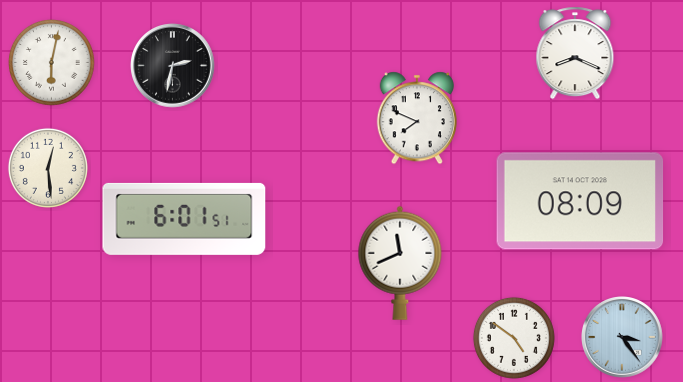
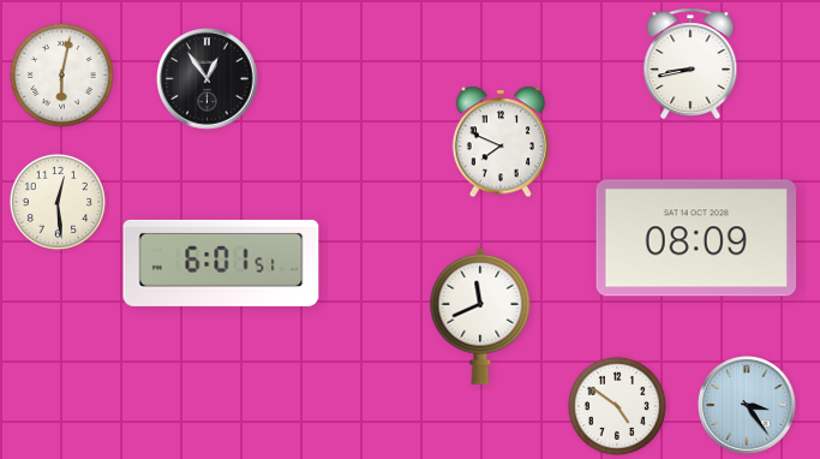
clock at (575, 53): 8:19 -> 8:43
clock at (173, 66): 2:32 -> 12:54
clock at (580, 201) position: (580, 201) -> (696, 238)
